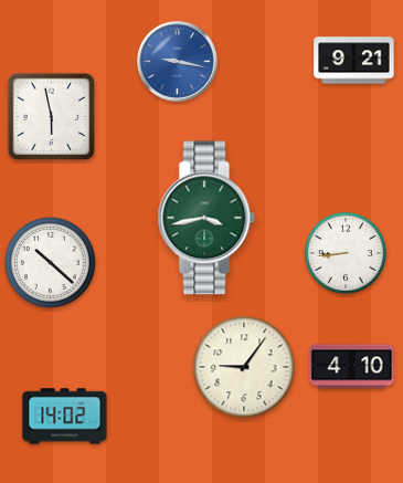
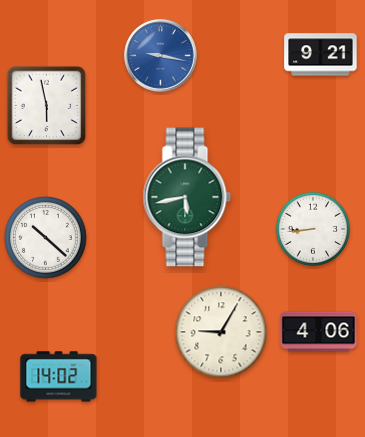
clock at (206, 218): 3:43 -> 5:43
clock at (244, 367): 9:06 -> 9:05
clock at (352, 367): 4:10 -> 4:06
